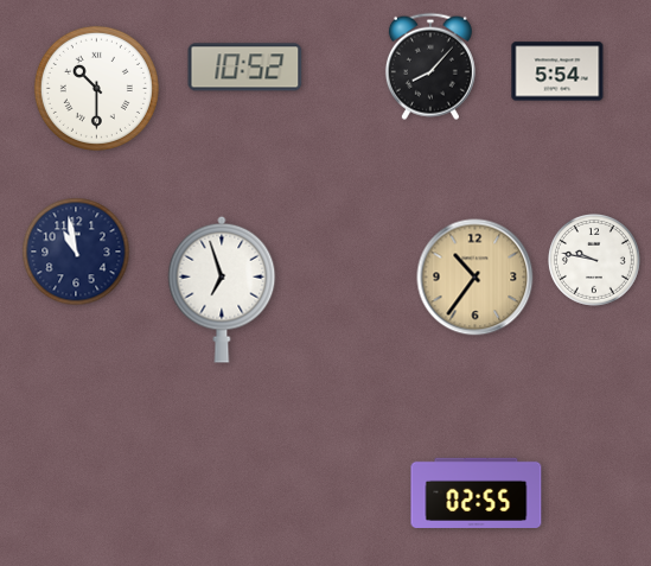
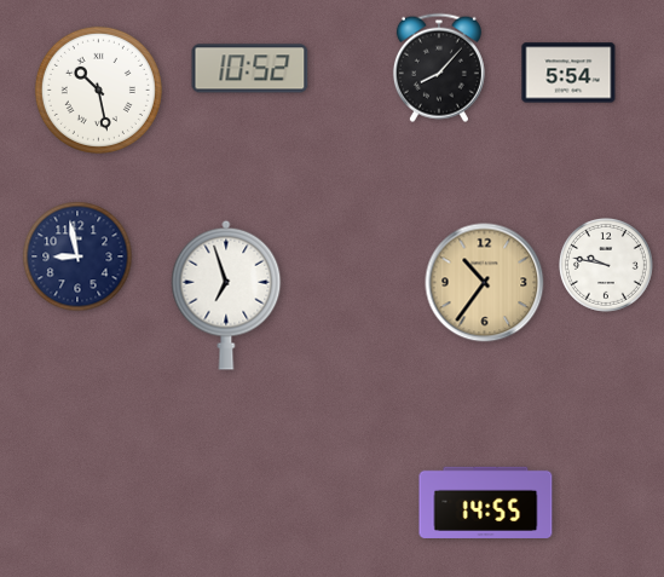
clock at (96, 88): 10:30 -> 10:28
clock at (76, 252): 10:58 -> 8:58
clock at (477, 492): 02:55 -> 14:55
